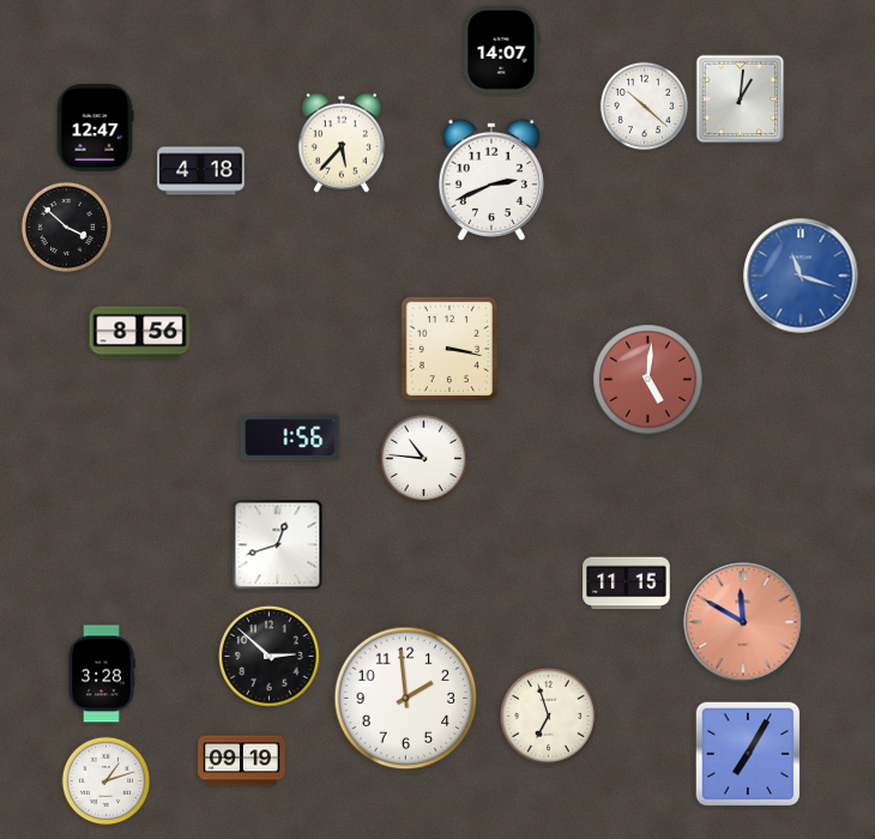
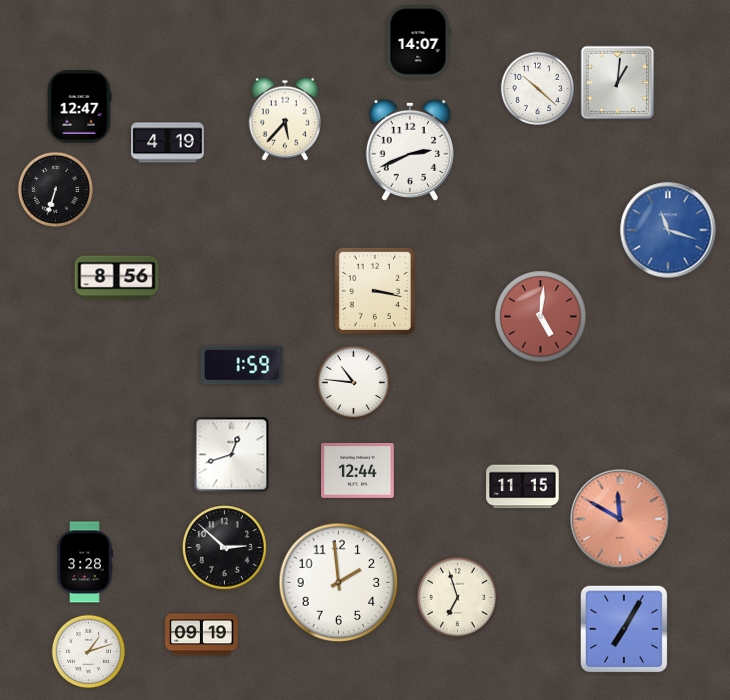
clock at (201, 171): 4:18 -> 4:19
clock at (66, 227): 3:52 -> 6:33
clock at (290, 437): 1:56 -> 1:59
clock at (358, 470): none -> 12:44
